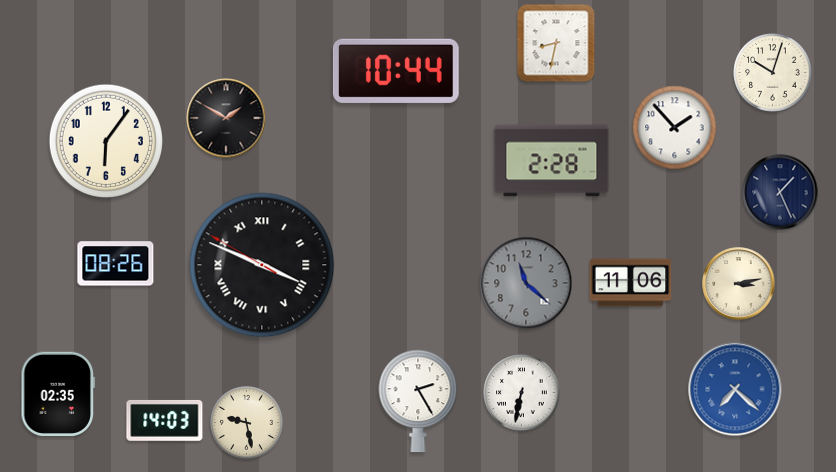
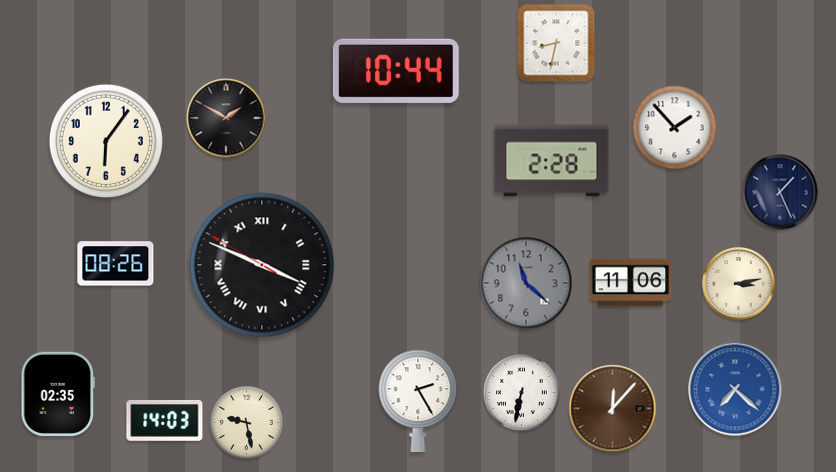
clock at (773, 73): 10:03 -> none
clock at (613, 409): none -> 12:07
